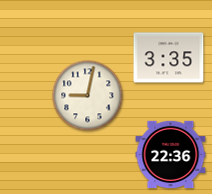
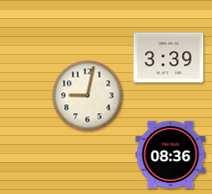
clock at (169, 58): 3:35 -> 3:39
clock at (171, 154): 22:36 -> 08:36
